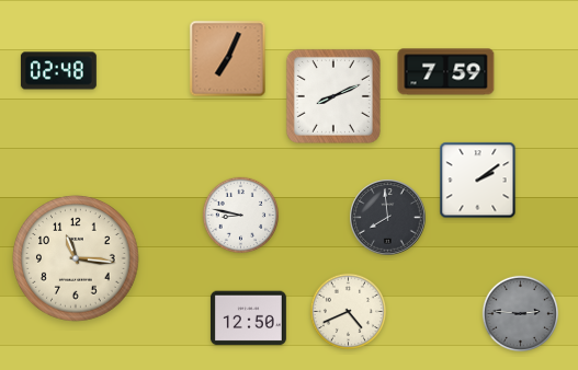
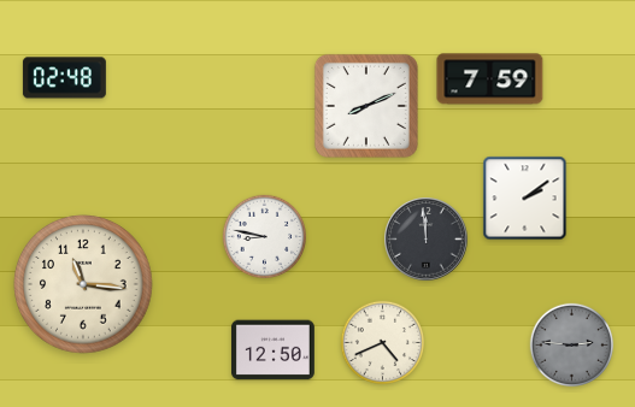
clock at (228, 59): 7:04 -> none
clock at (388, 218): 7:59 -> 11:59
